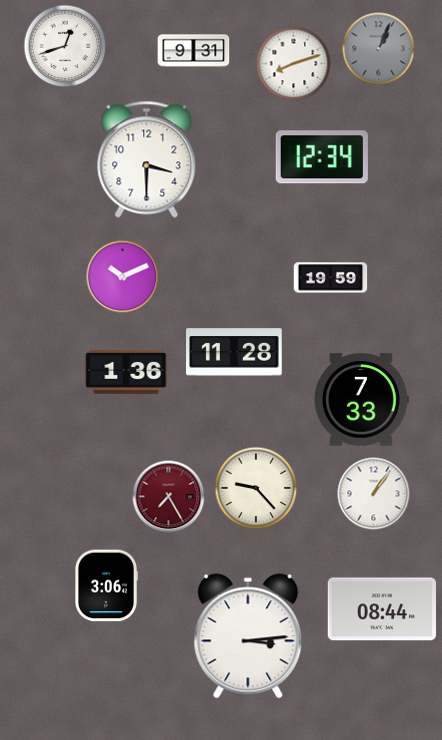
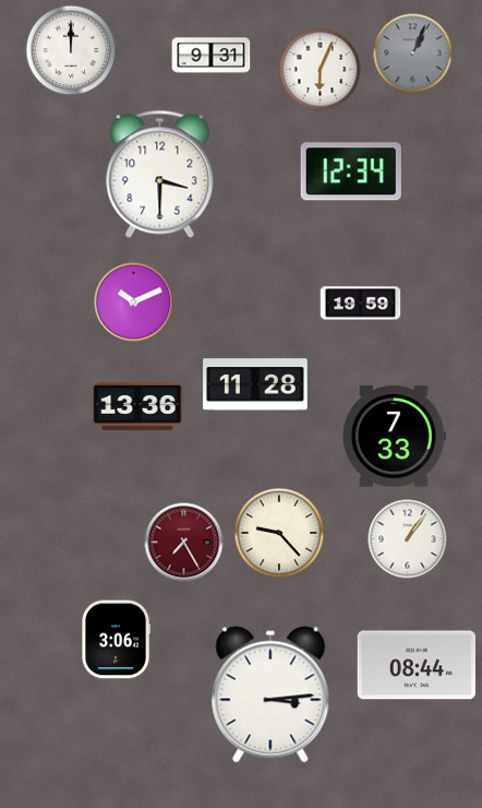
clock at (65, 46): 12:42 -> 12:00
clock at (294, 64): 8:12 -> 6:04
clock at (126, 373): 1:36 -> 13:36
